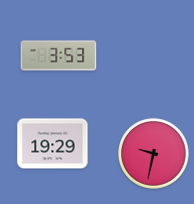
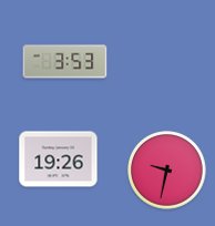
clock at (53, 144): 19:29 -> 19:26
clock at (154, 154) position: (154, 154) -> (167, 171)
